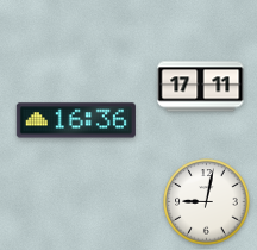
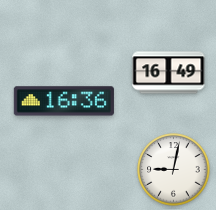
clock at (201, 87): 17:11 -> 16:49
